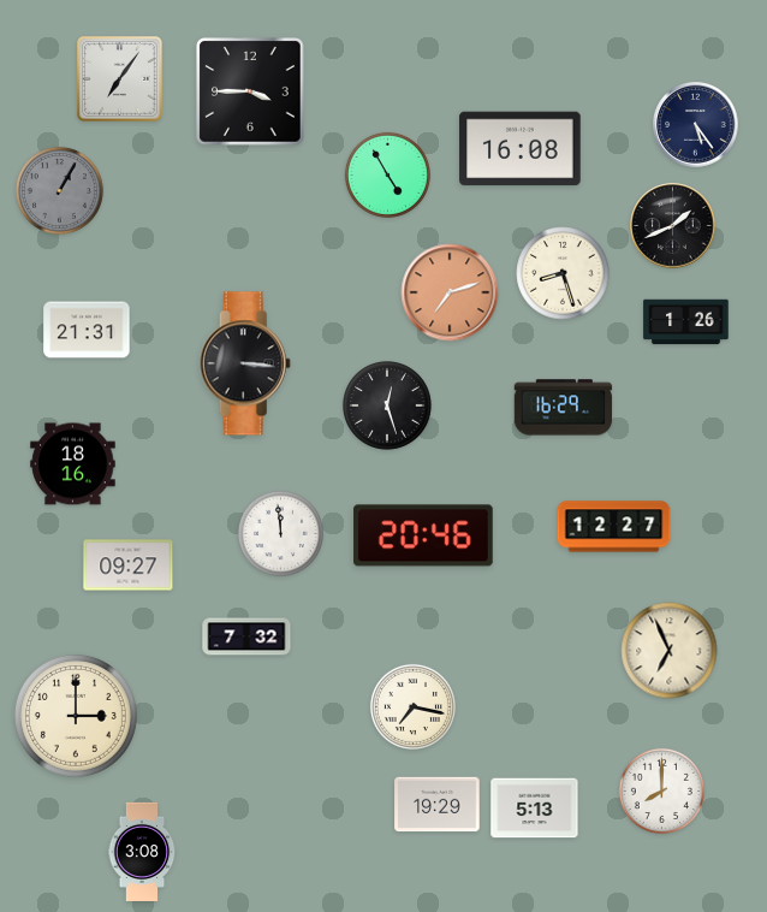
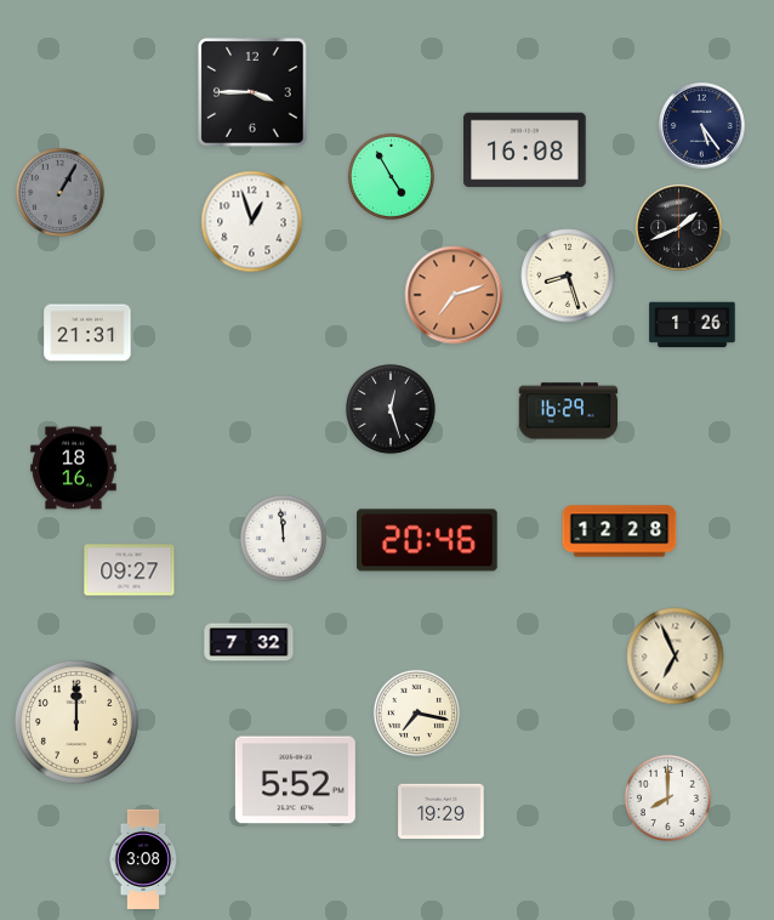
clock at (120, 79): 7:06 -> none
clock at (252, 222): none -> 12:57
clock at (245, 363): 3:16 -> none
clock at (614, 527): 12:27 -> 12:28
clock at (76, 716): 3:00 -> 12:00
clock at (295, 780): none -> 5:52
clock at (535, 809): 5:13 -> none
